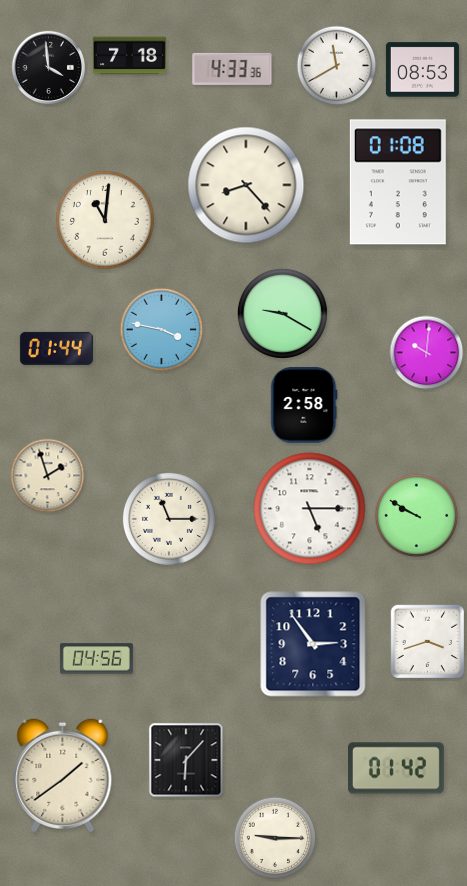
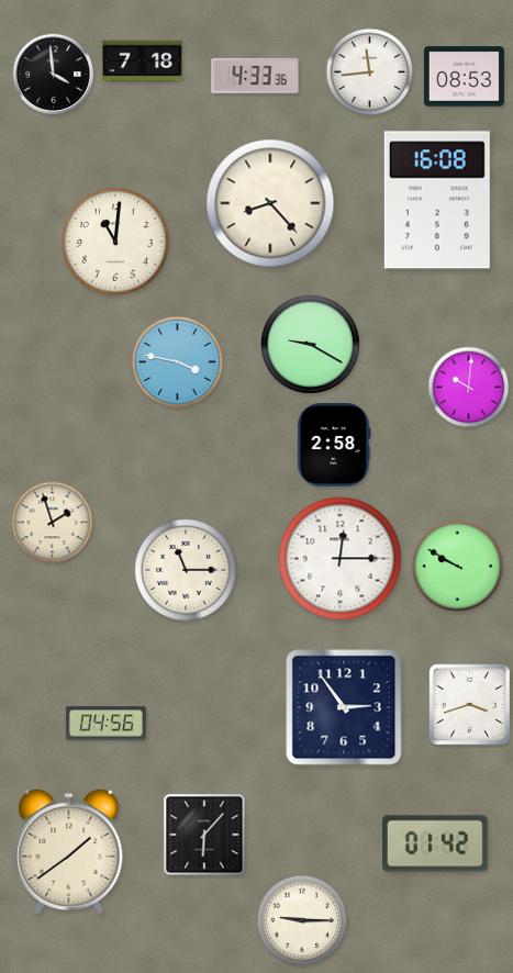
clock at (337, 66): 11:40 -> 11:44
clock at (398, 182): 01:08 -> 16:08
clock at (56, 348): 01:44 -> none
clock at (310, 509): 5:15 -> 12:15
